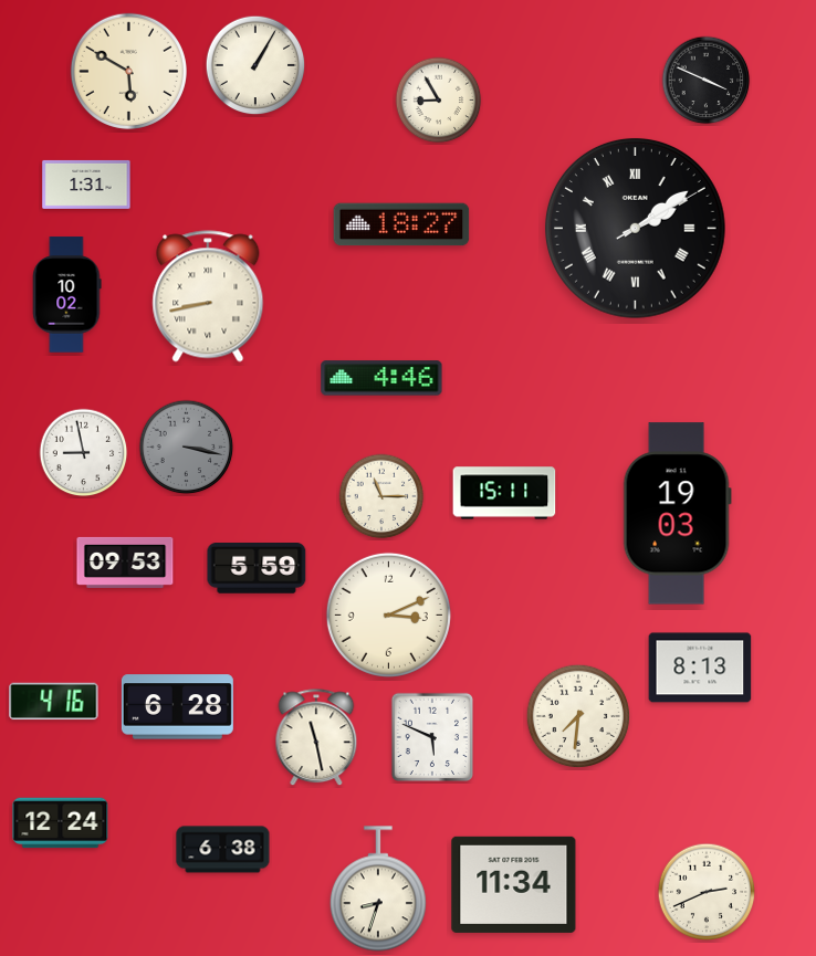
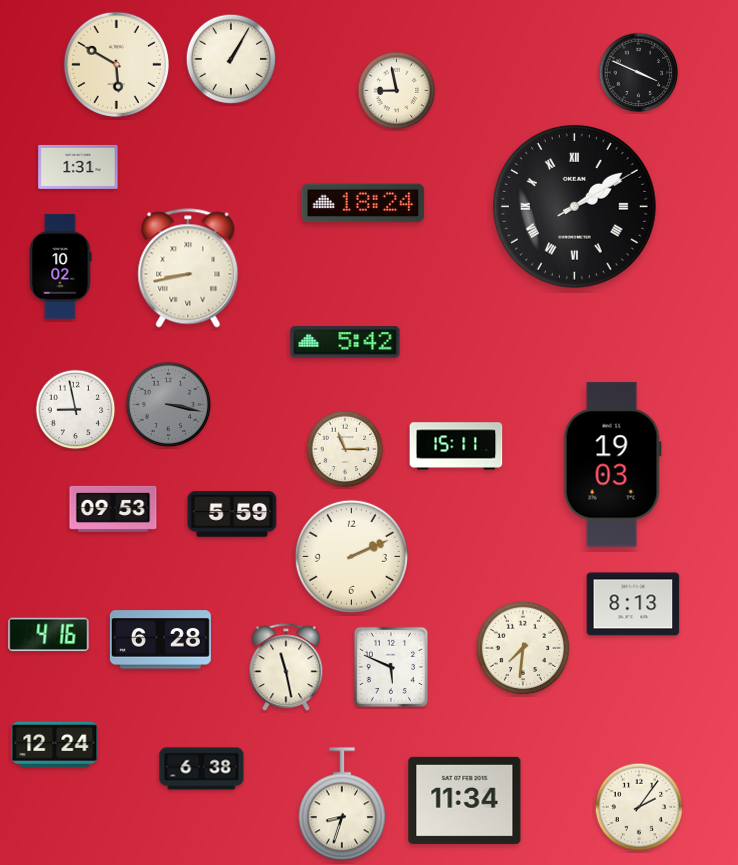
clock at (439, 101): 8:55 -> 8:58
clock at (401, 224): 18:27 -> 18:24
clock at (381, 378): 4:46 -> 5:42
clock at (388, 614): 3:11 -> 2:11
clock at (707, 892): 2:41 -> 2:06
